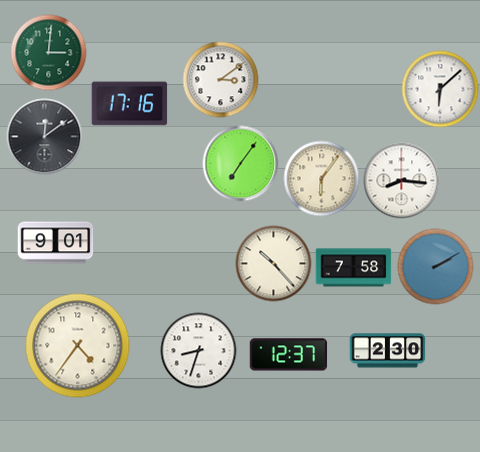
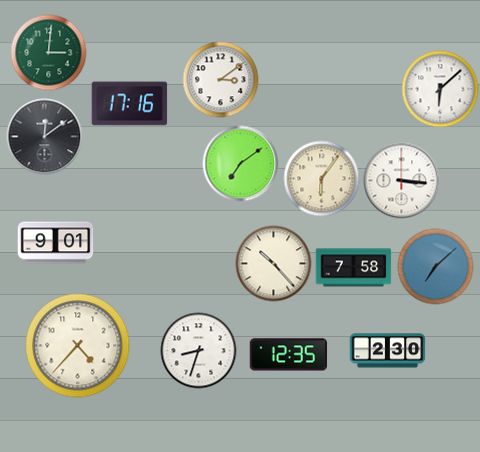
clock at (241, 164): 7:06 -> 7:09
clock at (402, 181): 8:16 -> 3:16
clock at (436, 267): 2:10 -> 7:08
clock at (78, 346): 4:36 -> 4:37
clock at (289, 355): 12:37 -> 12:35
